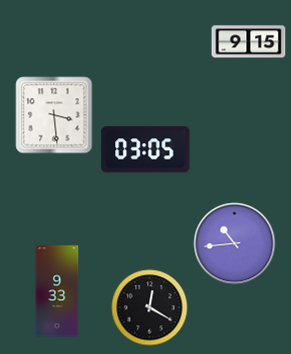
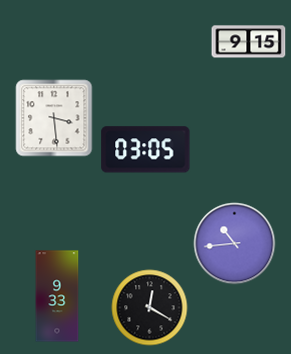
clock at (54, 115) position: (54, 115) -> (54, 118)
clock at (57, 291) position: (57, 291) -> (57, 296)
